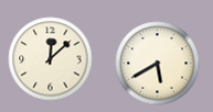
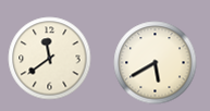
clock at (51, 59): 12:08 -> 11:39
